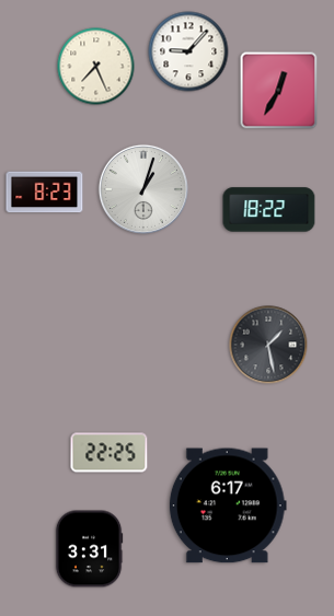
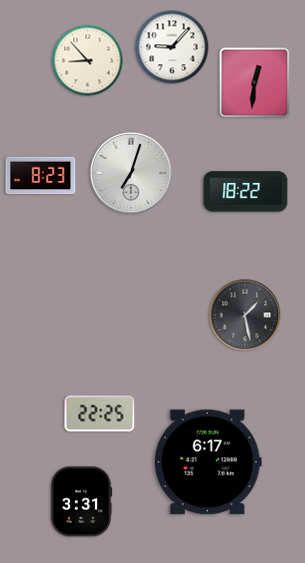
clock at (96, 67): 7:26 -> 8:53
clock at (279, 91): 12:35 -> 12:31
clock at (143, 189): 1:03 -> 7:03
